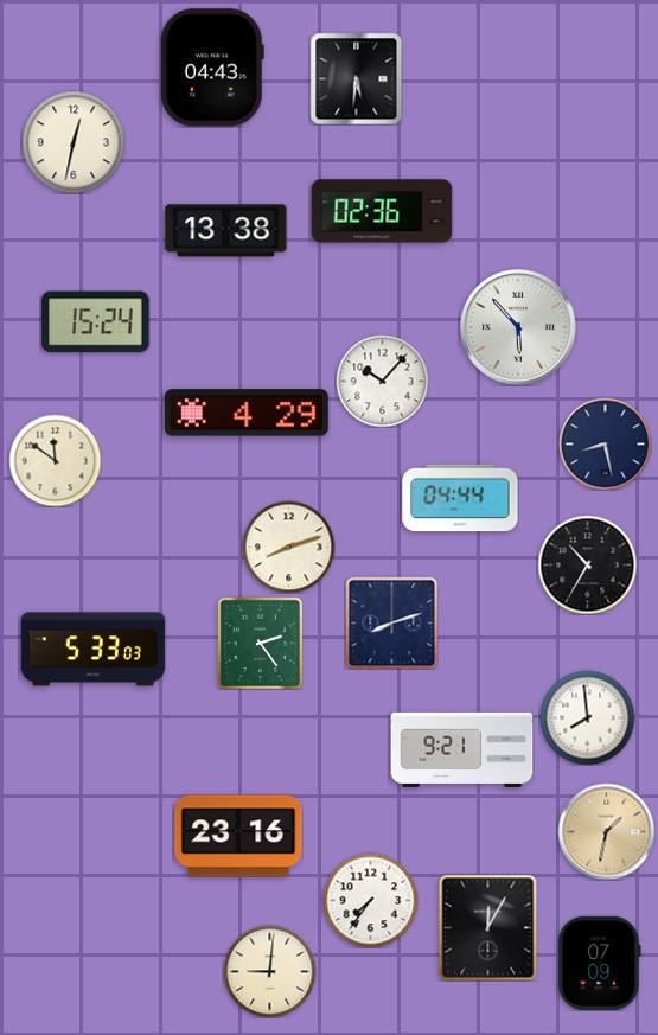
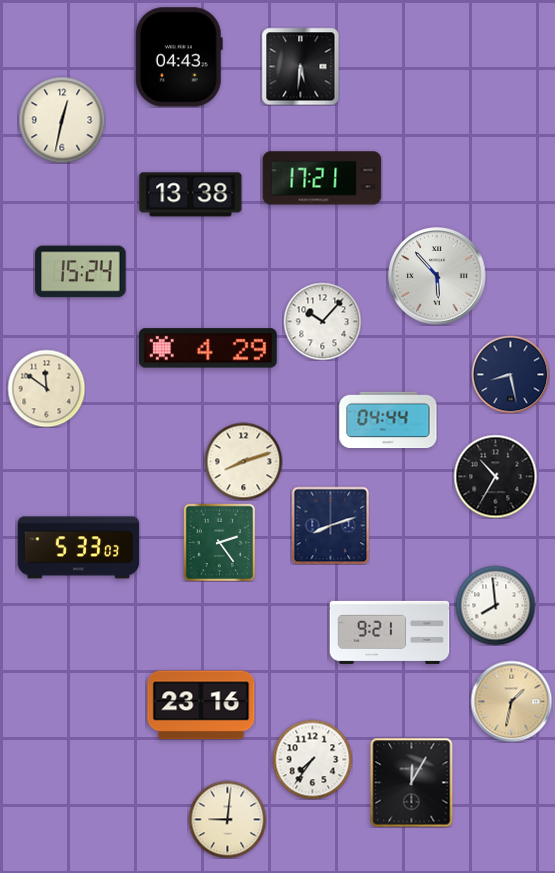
clock at (382, 211): 02:36 -> 17:21
clock at (600, 963): 07:09 -> none
